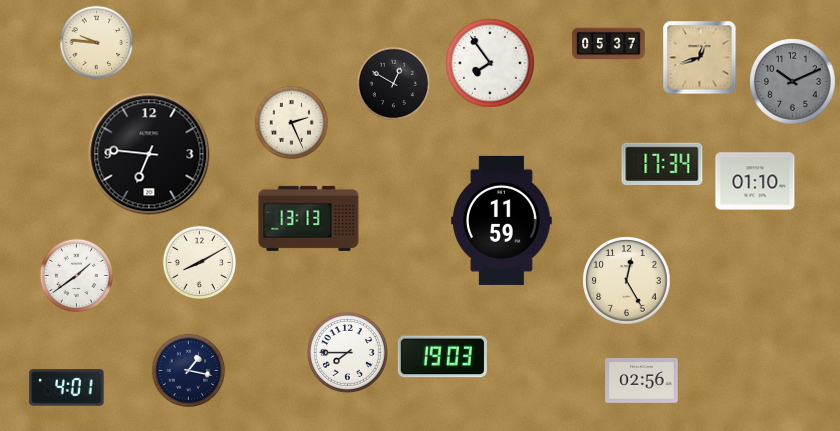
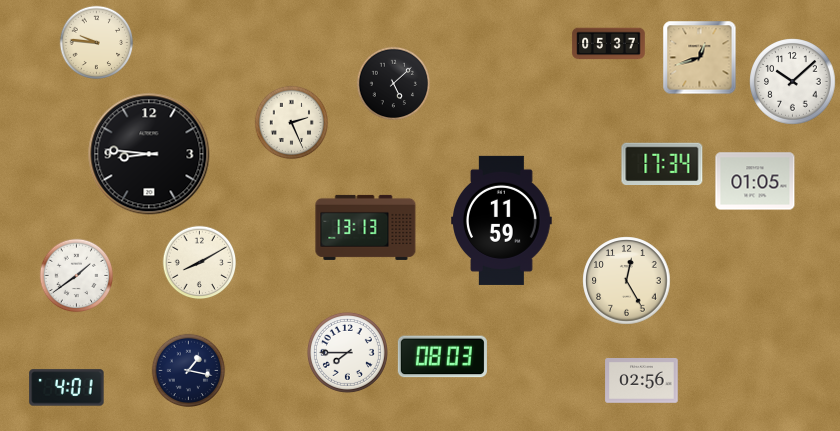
clock at (490, 63): 7:54 -> none
clock at (793, 82): 10:11 -> 10:08
clock at (793, 82) dial: grey -> white
clock at (394, 84): 12:50 -> 5:08
clock at (149, 154): 6:46 -> 8:46
clock at (755, 181): 01:10 -> 01:05
clock at (309, 218) position: (309, 218) -> (366, 227)
clock at (442, 357): 19:03 -> 08:03
